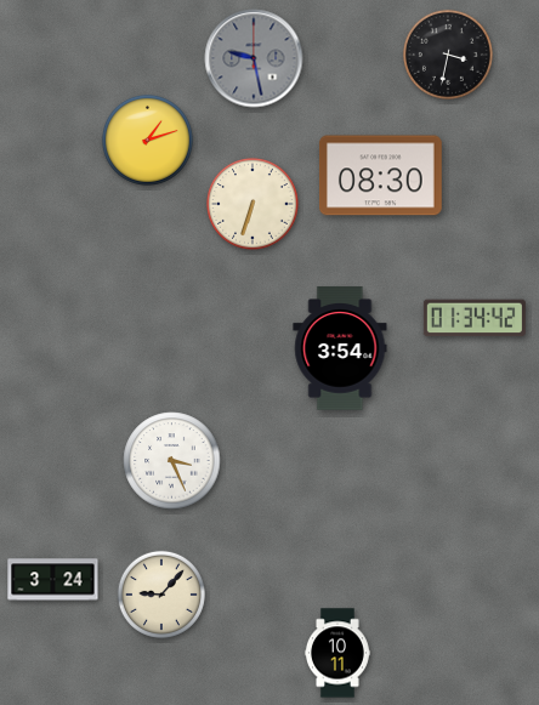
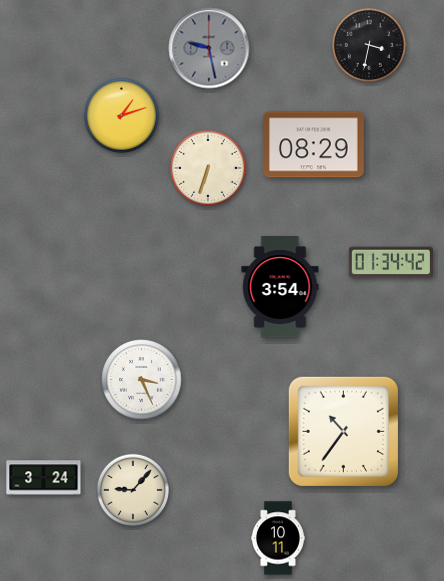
clock at (380, 176): 08:30 -> 08:29
clock at (343, 431): none -> 10:36
